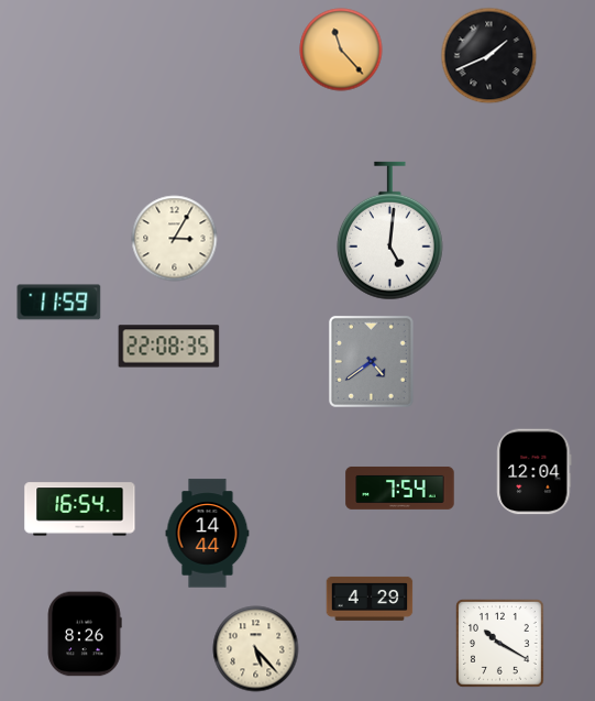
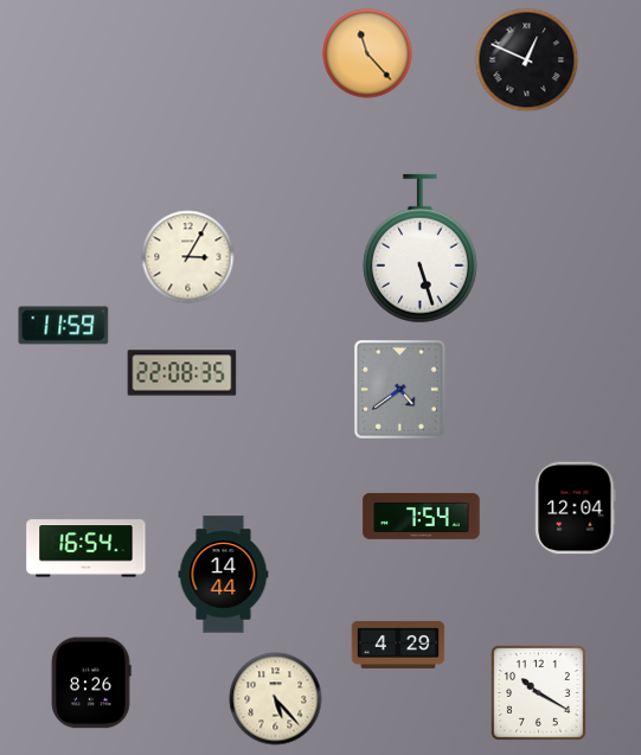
clock at (489, 56): 1:41 -> 12:49
clock at (389, 231): 5:01 -> 5:27
clock at (400, 488) position: (400, 488) -> (422, 516)
